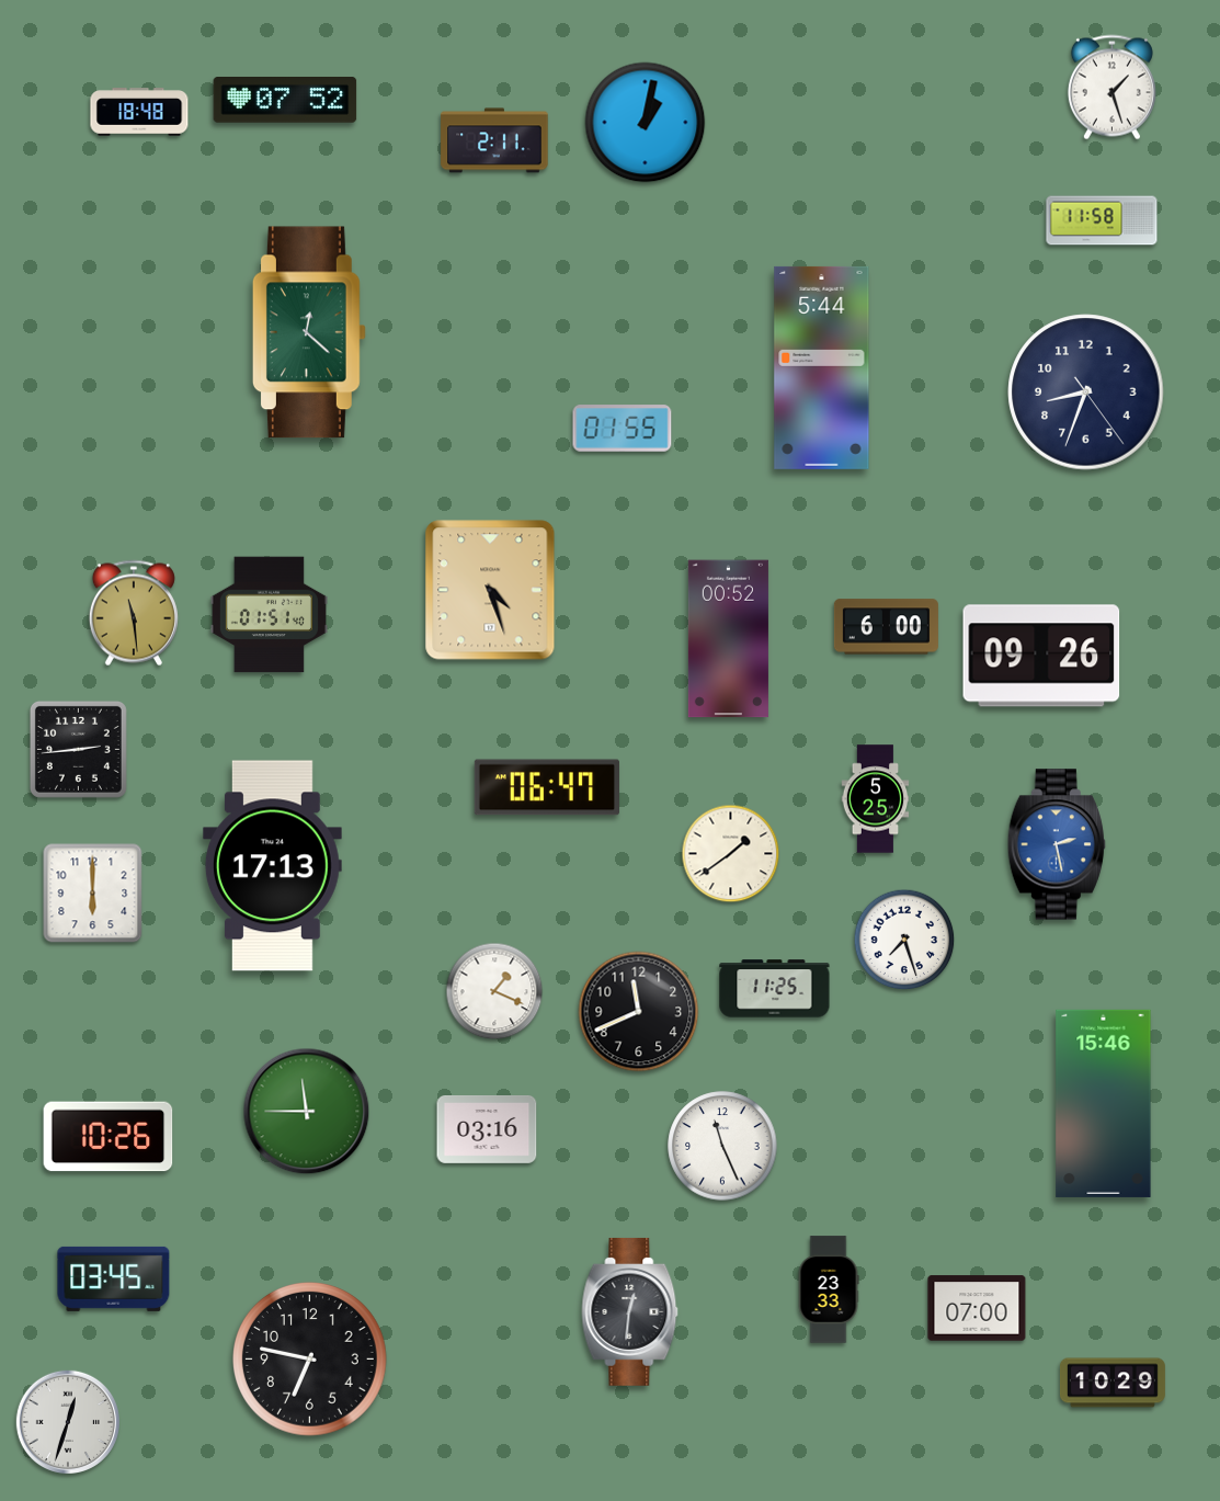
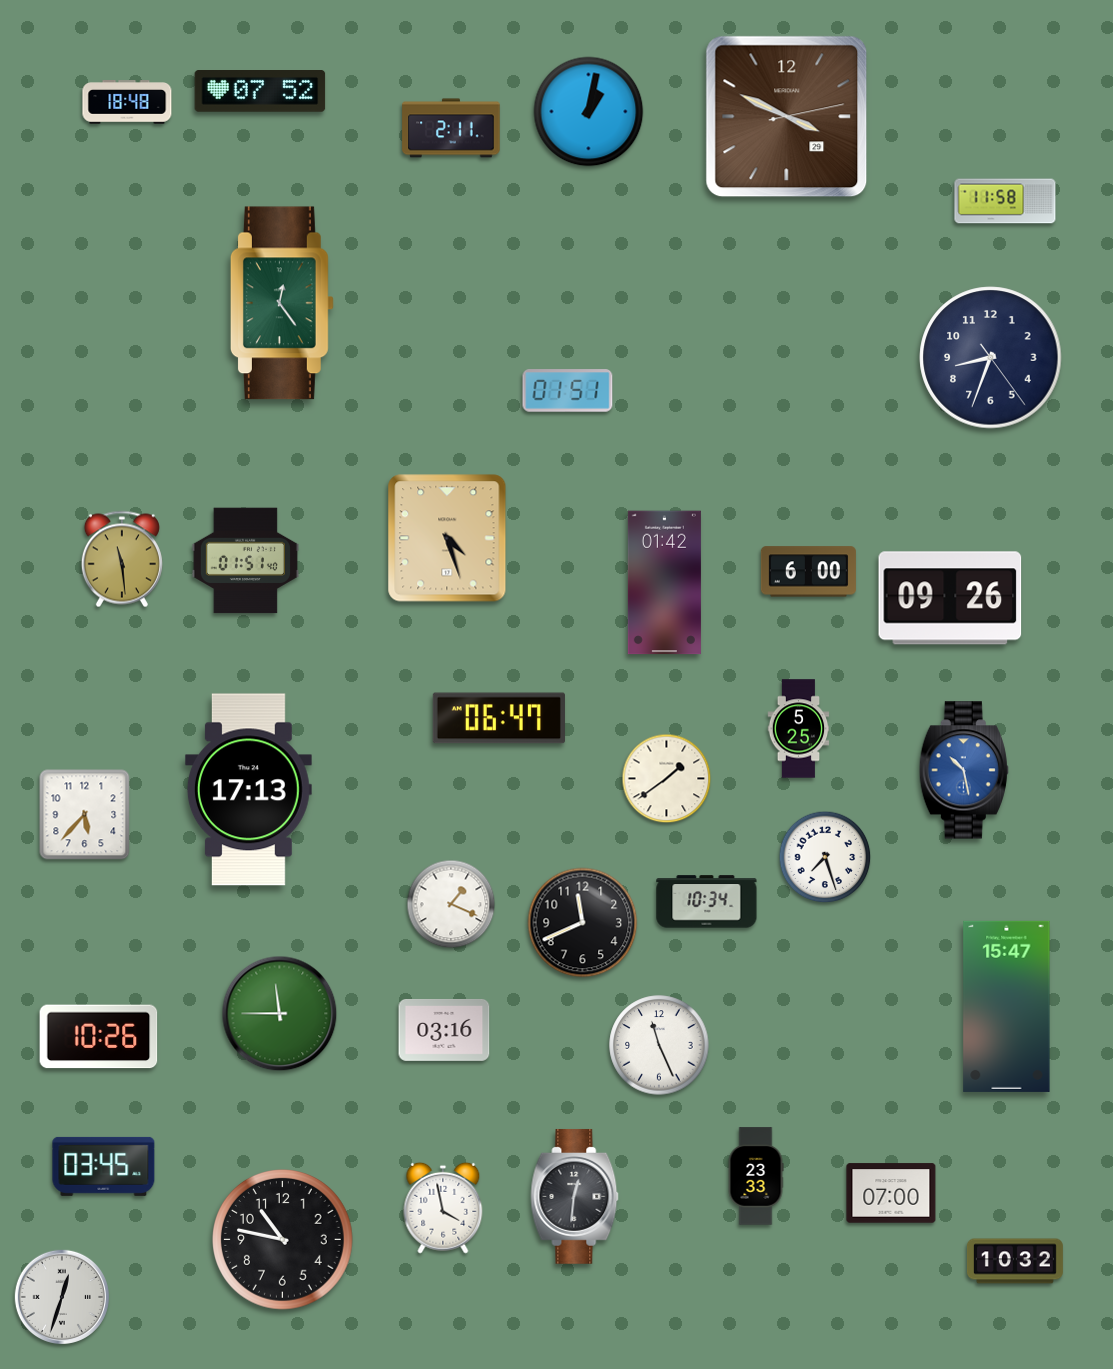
clock at (1111, 88): 1:27 -> none
clock at (787, 117): none -> 3:49
clock at (309, 332): 12:22 -> 12:24
clock at (822, 367): 5:44 -> none
clock at (623, 429): 01:55 -> 01:51
clock at (728, 639): 00:52 -> 01:42
clock at (78, 749): 2:44 -> none
clock at (1057, 844): 2:28 -> 10:28
clock at (93, 894): 6:00 -> 5:37
clock at (775, 989): 11:25 -> 10:34
clock at (1104, 1103): 15:46 -> 15:47
clock at (443, 1208): none -> 3:58
clock at (310, 1360): 6:47 -> 10:47
clock at (1113, 1383): 10:29 -> 10:32
